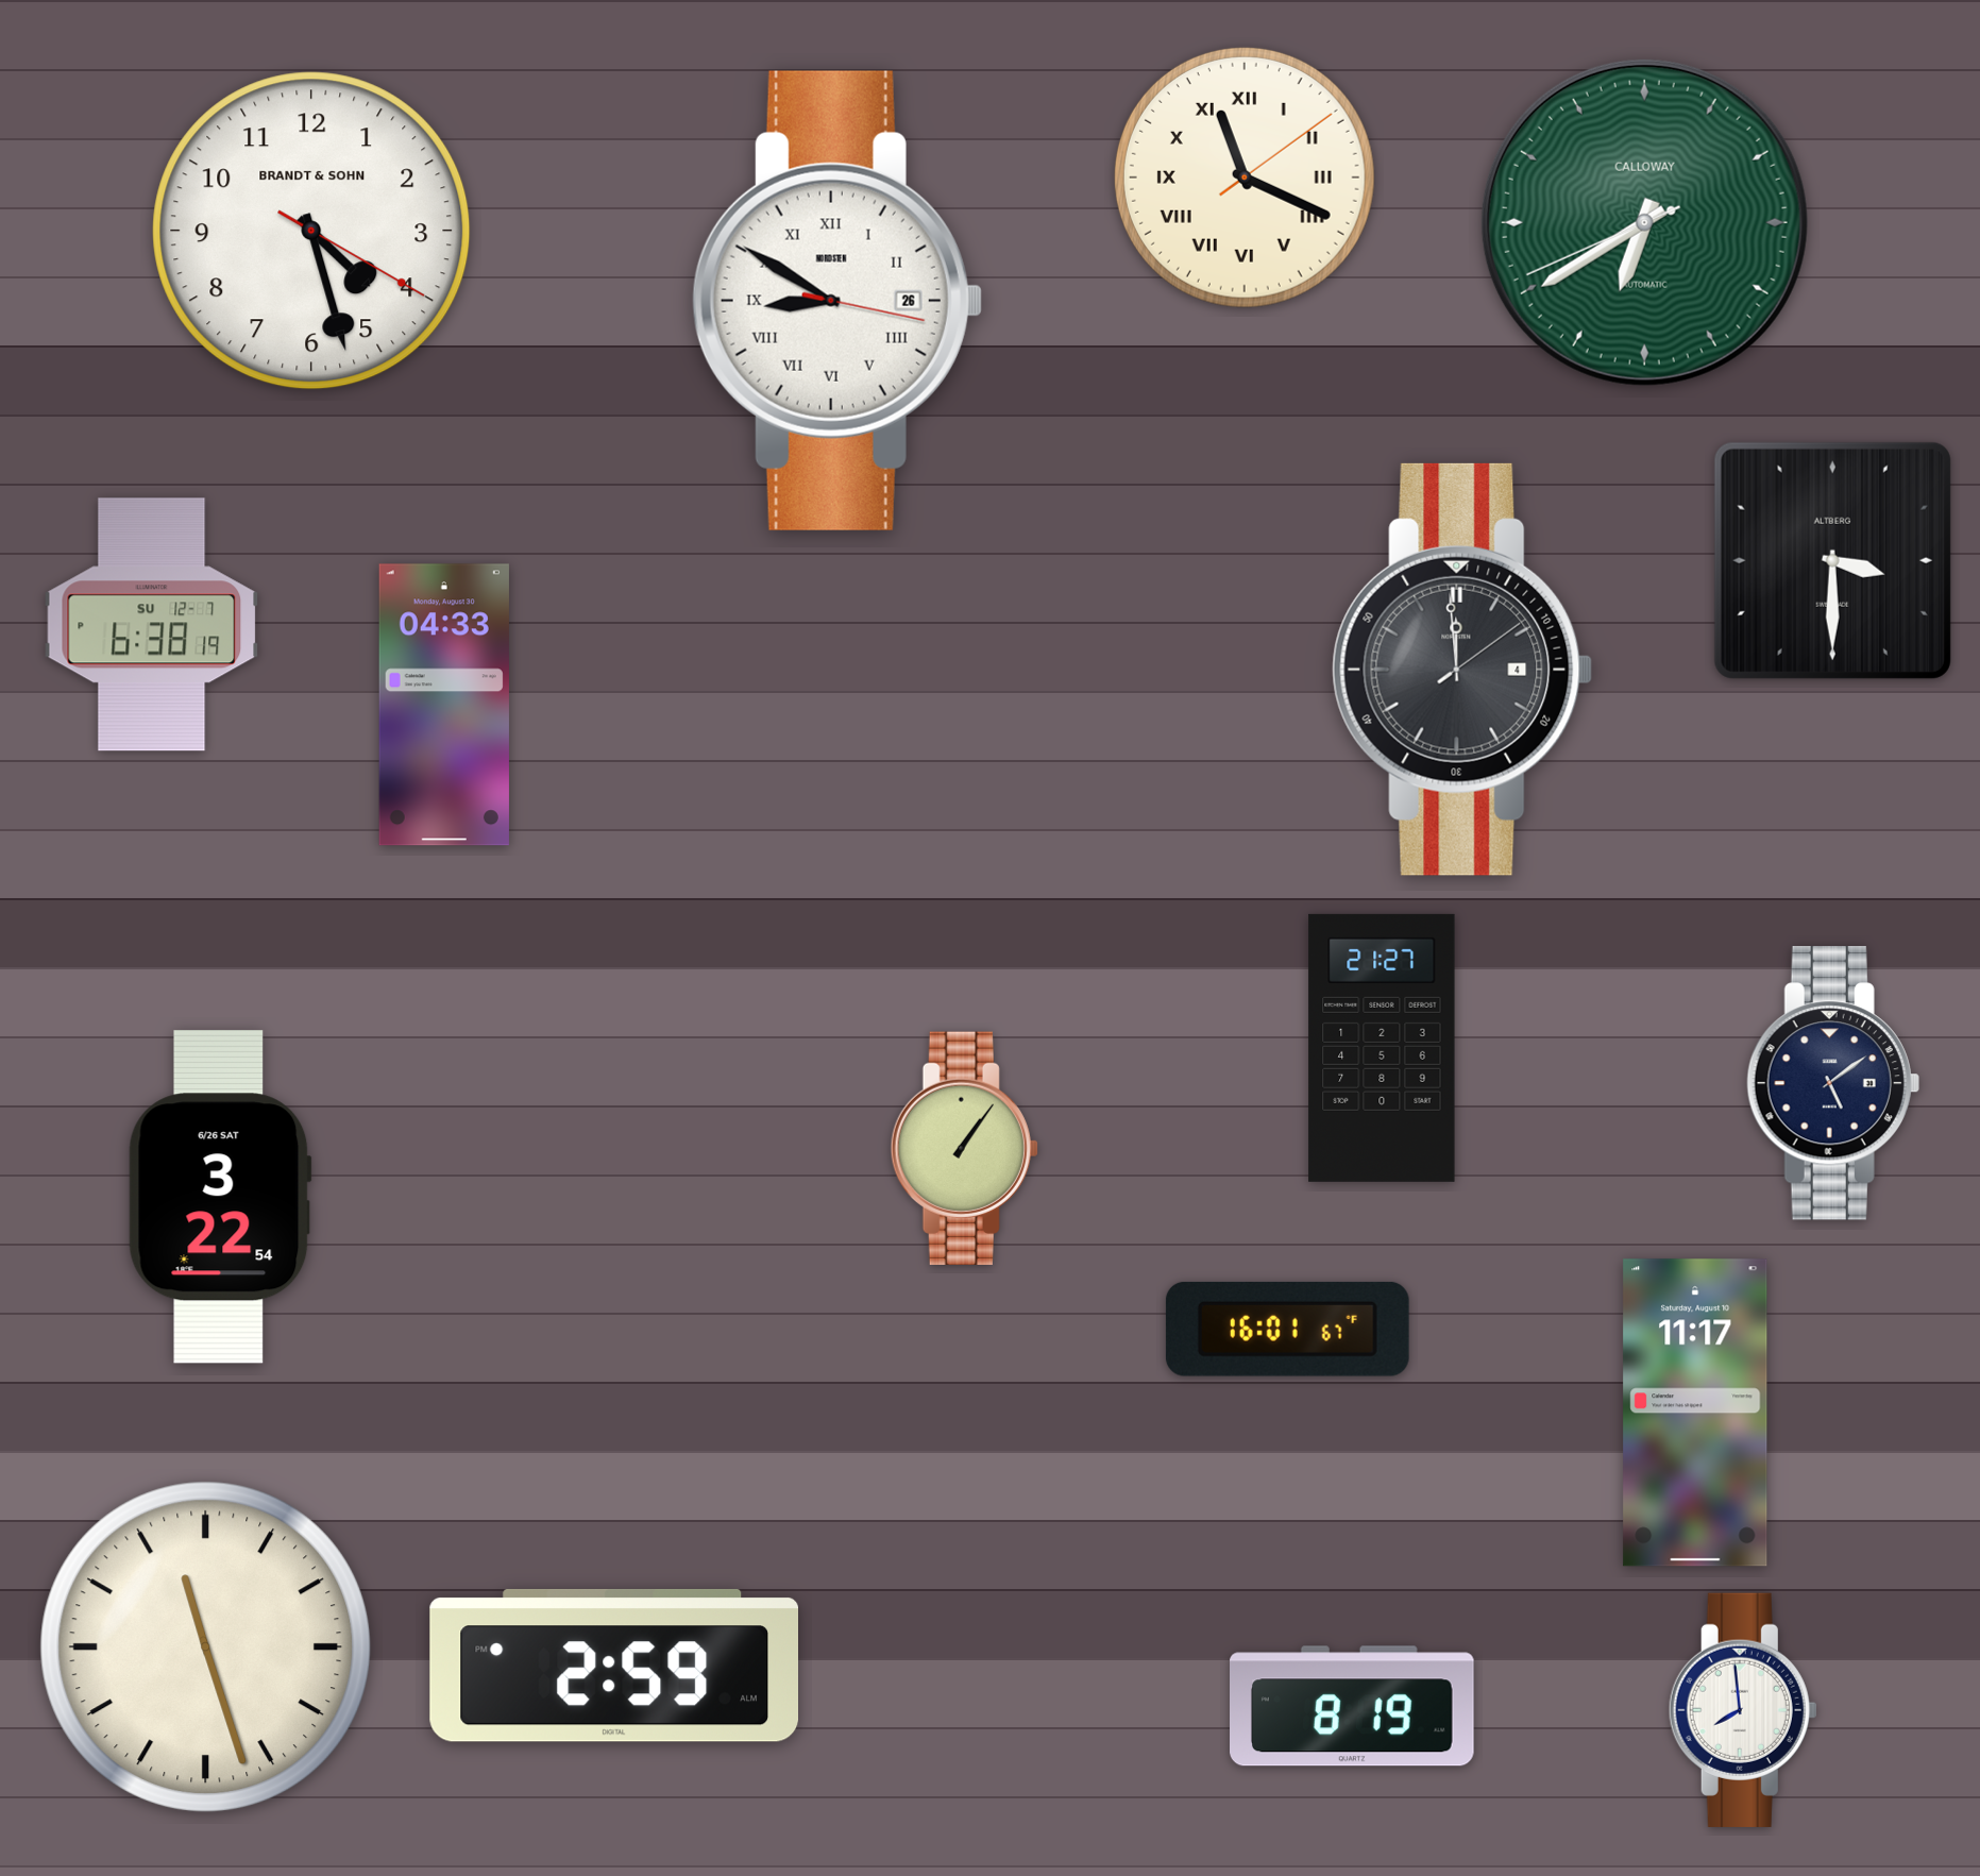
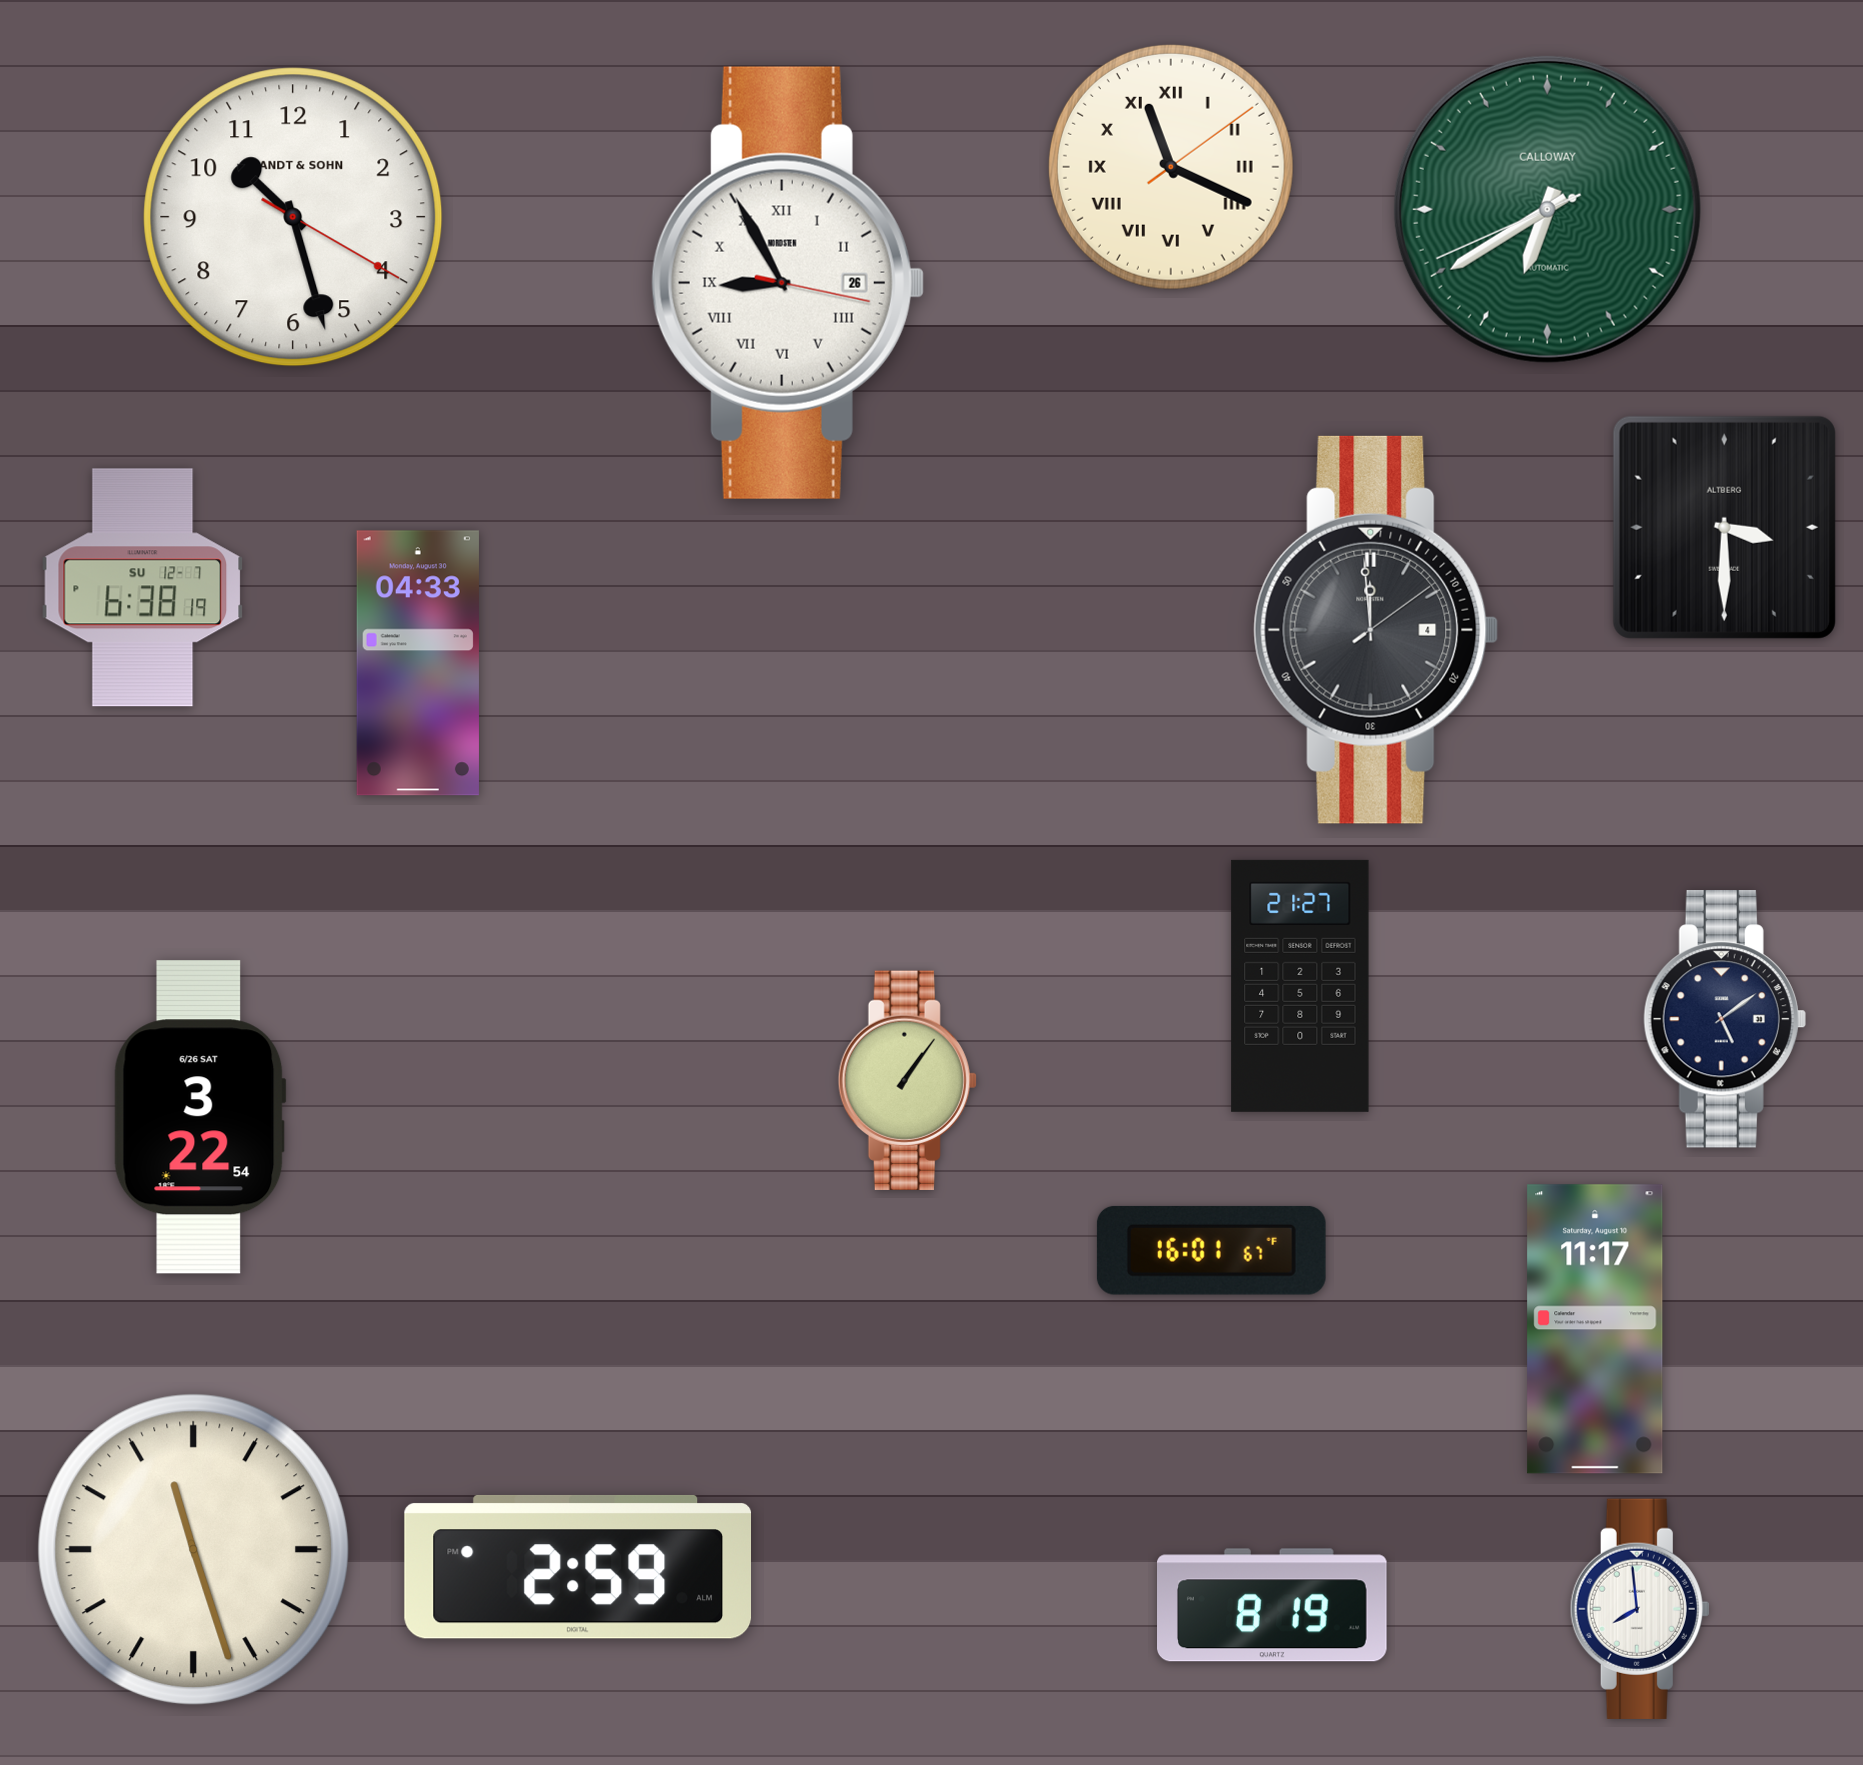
clock at (311, 231): 4:27 -> 10:27
clock at (837, 301): 8:50 -> 8:55
clock at (220, 1197) position: (220, 1197) -> (200, 1117)
